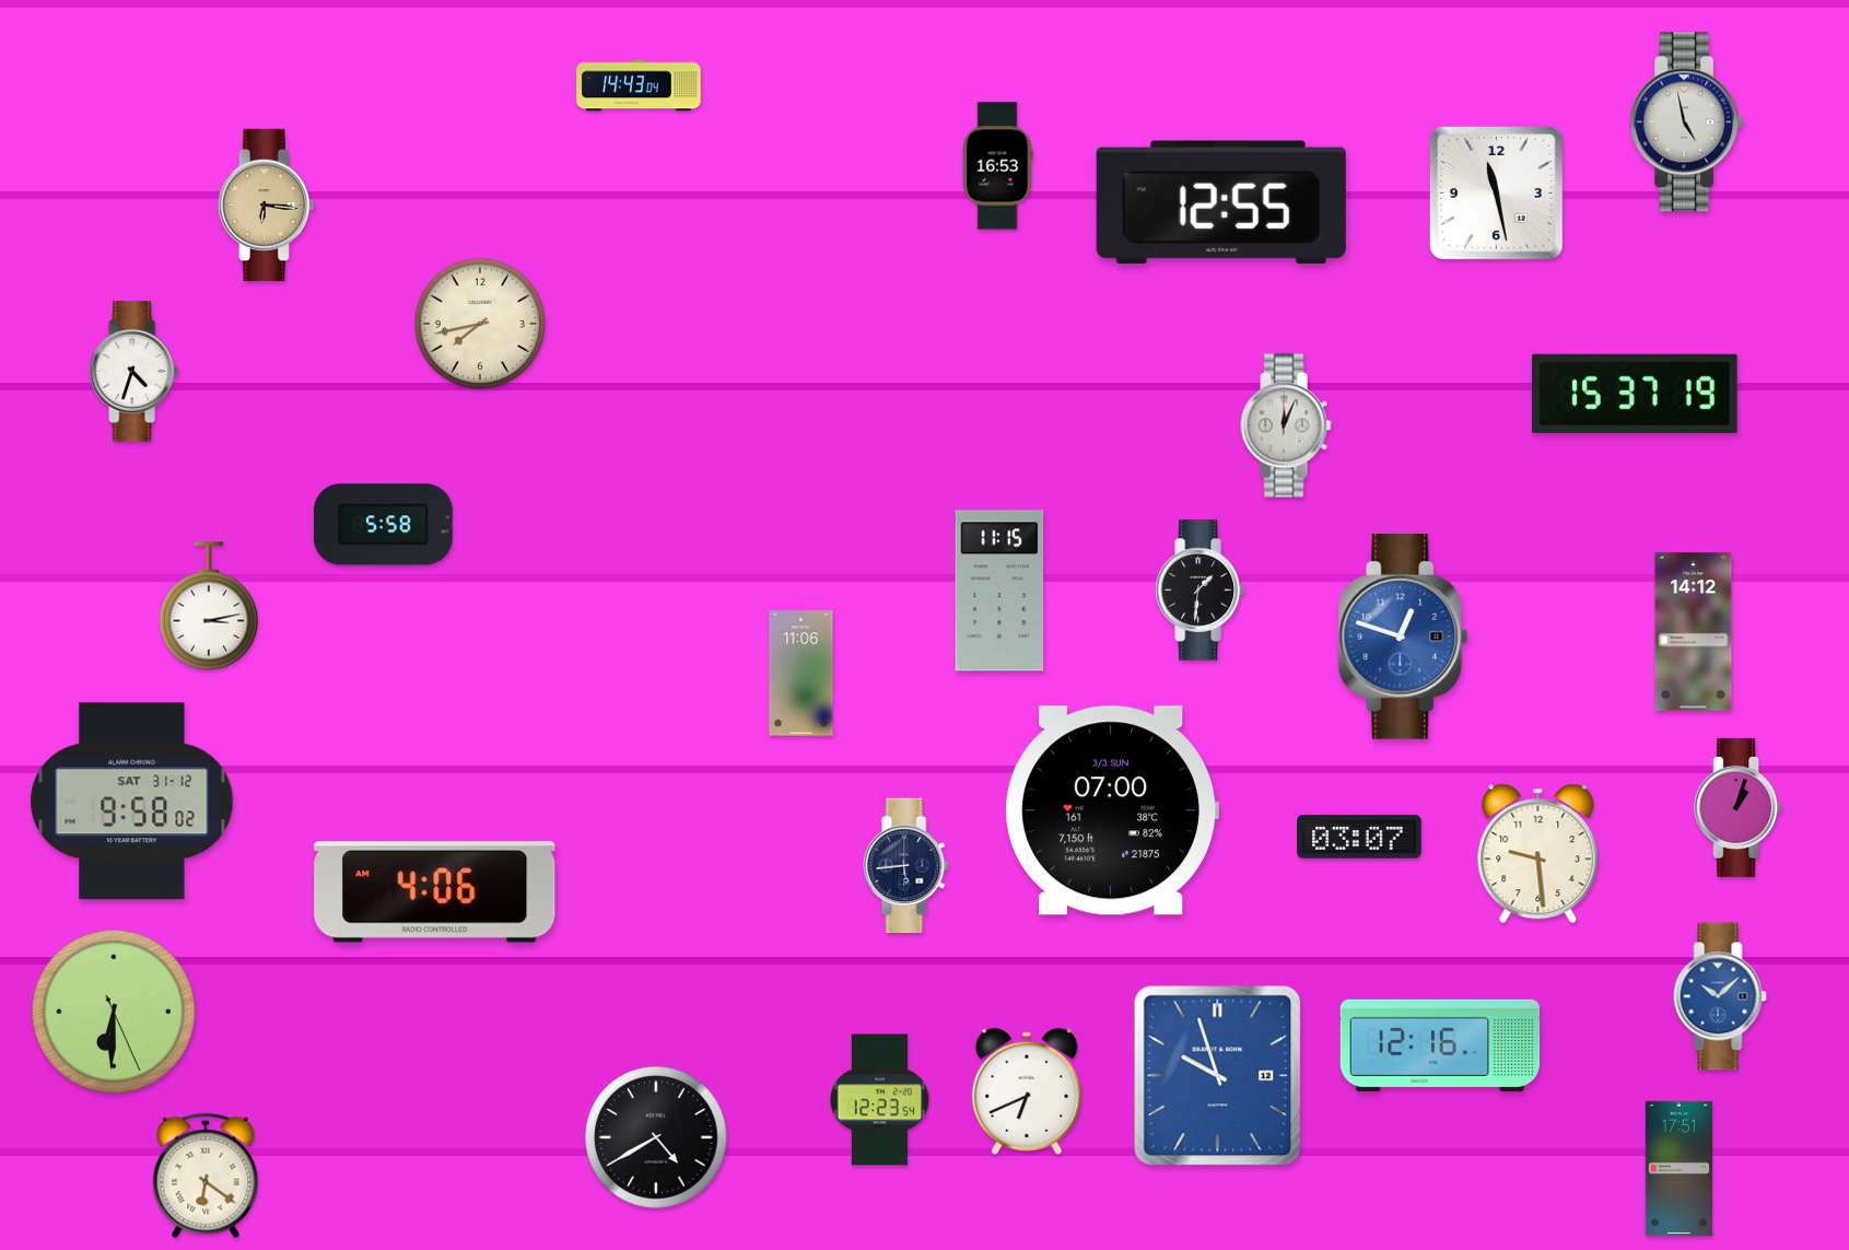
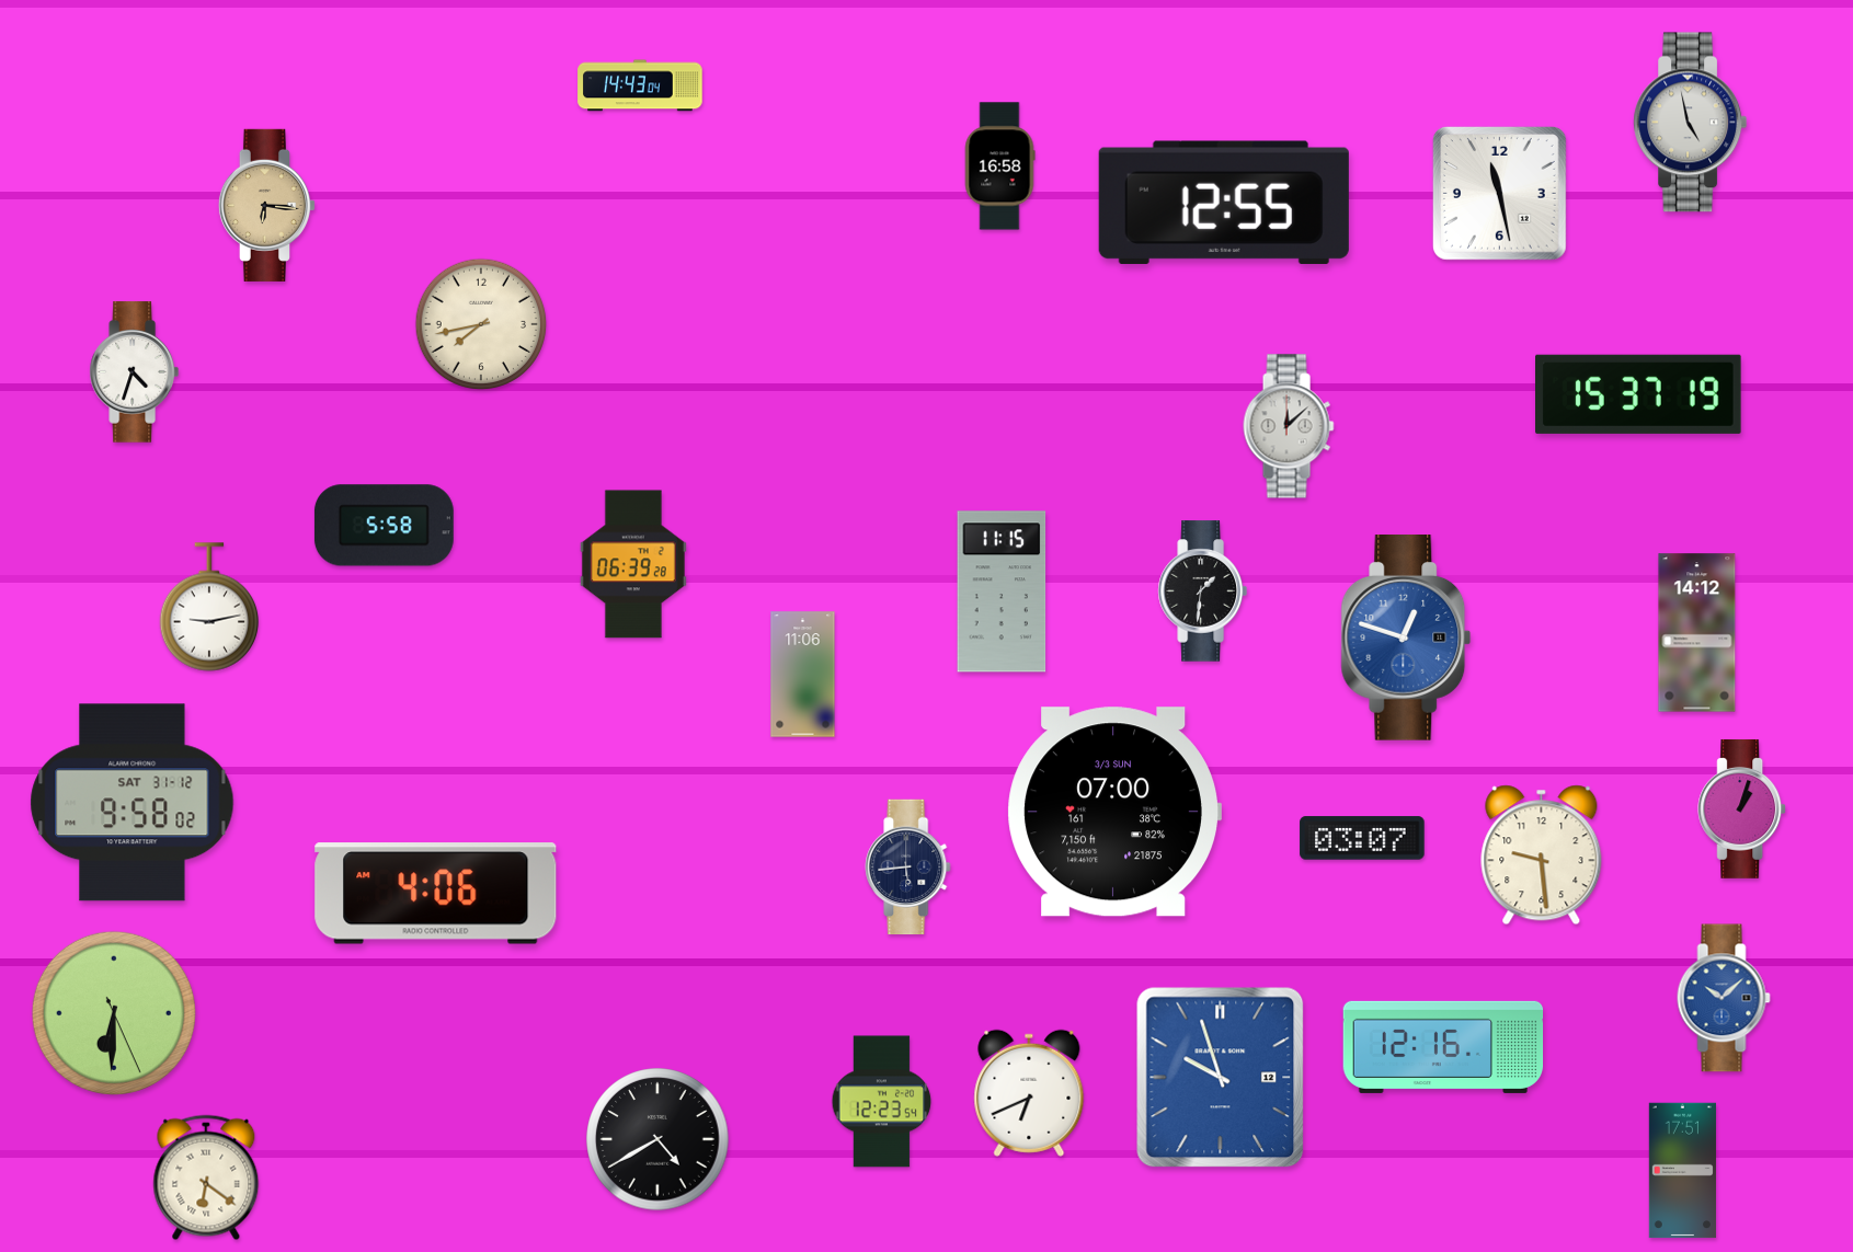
clock at (997, 166): 16:53 -> 16:58
clock at (1286, 425): 12:04 -> 12:08
clock at (633, 564): none -> 06:39
clock at (209, 606): 3:13 -> 9:13
